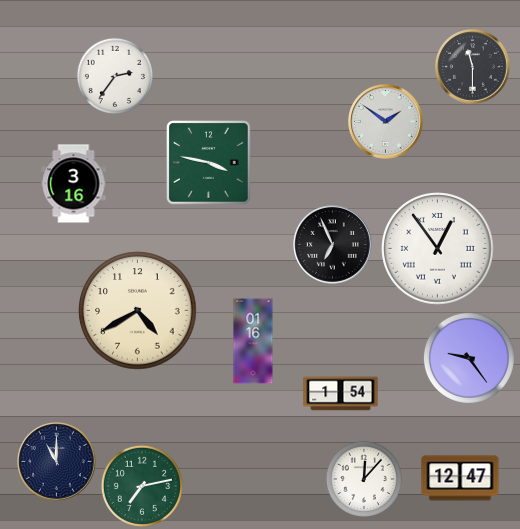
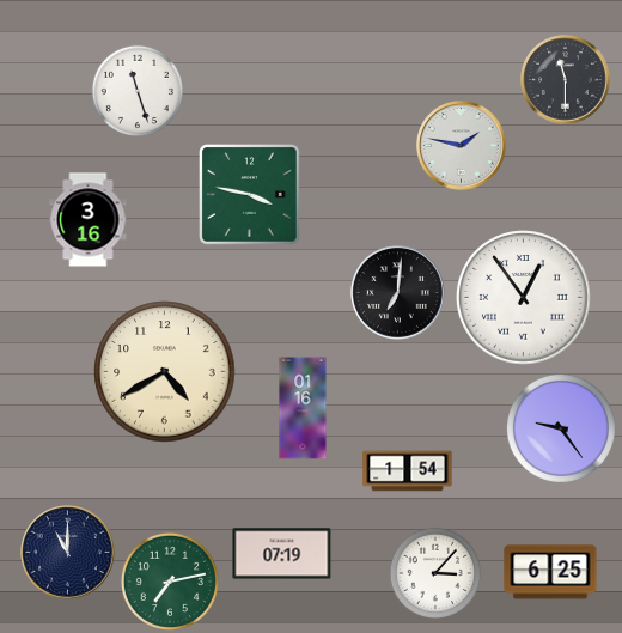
clock at (115, 76): 2:36 -> 11:27
clock at (386, 122): 1:51 -> 1:47
clock at (333, 245): 6:56 -> 7:01
clock at (282, 554): none -> 07:19
clock at (460, 478): 12:47 -> 6:25
clock at (364, 479): 12:07 -> 3:07
